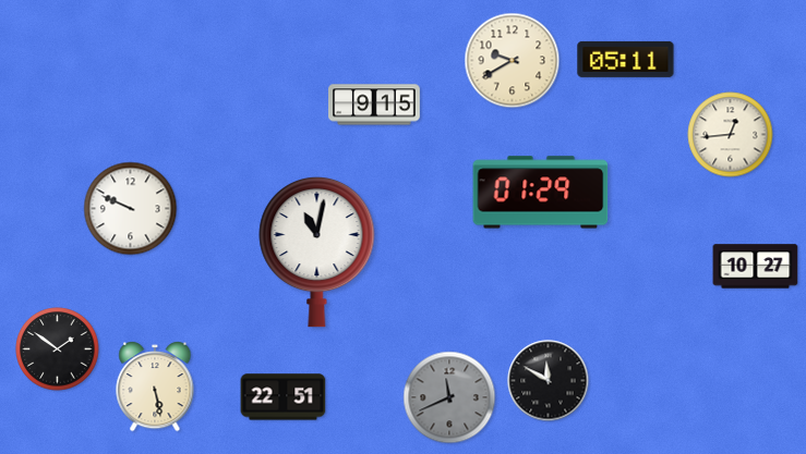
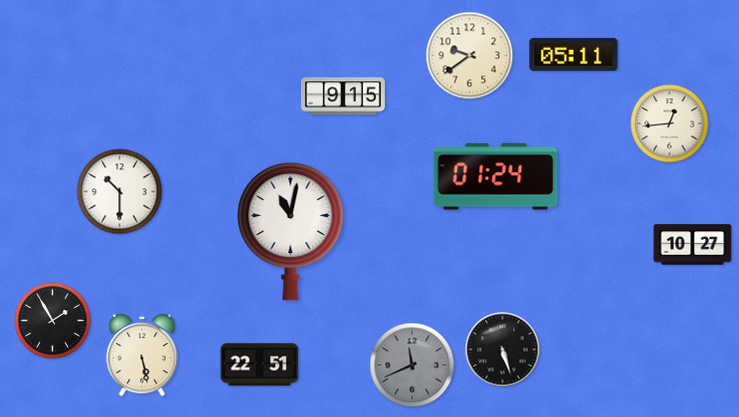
clock at (513, 61): 9:40 -> 9:39
clock at (541, 193): 01:29 -> 01:24
clock at (131, 209): 9:49 -> 10:30
clock at (58, 349): 1:51 -> 1:55
clock at (549, 381): 11:50 -> 5:27
